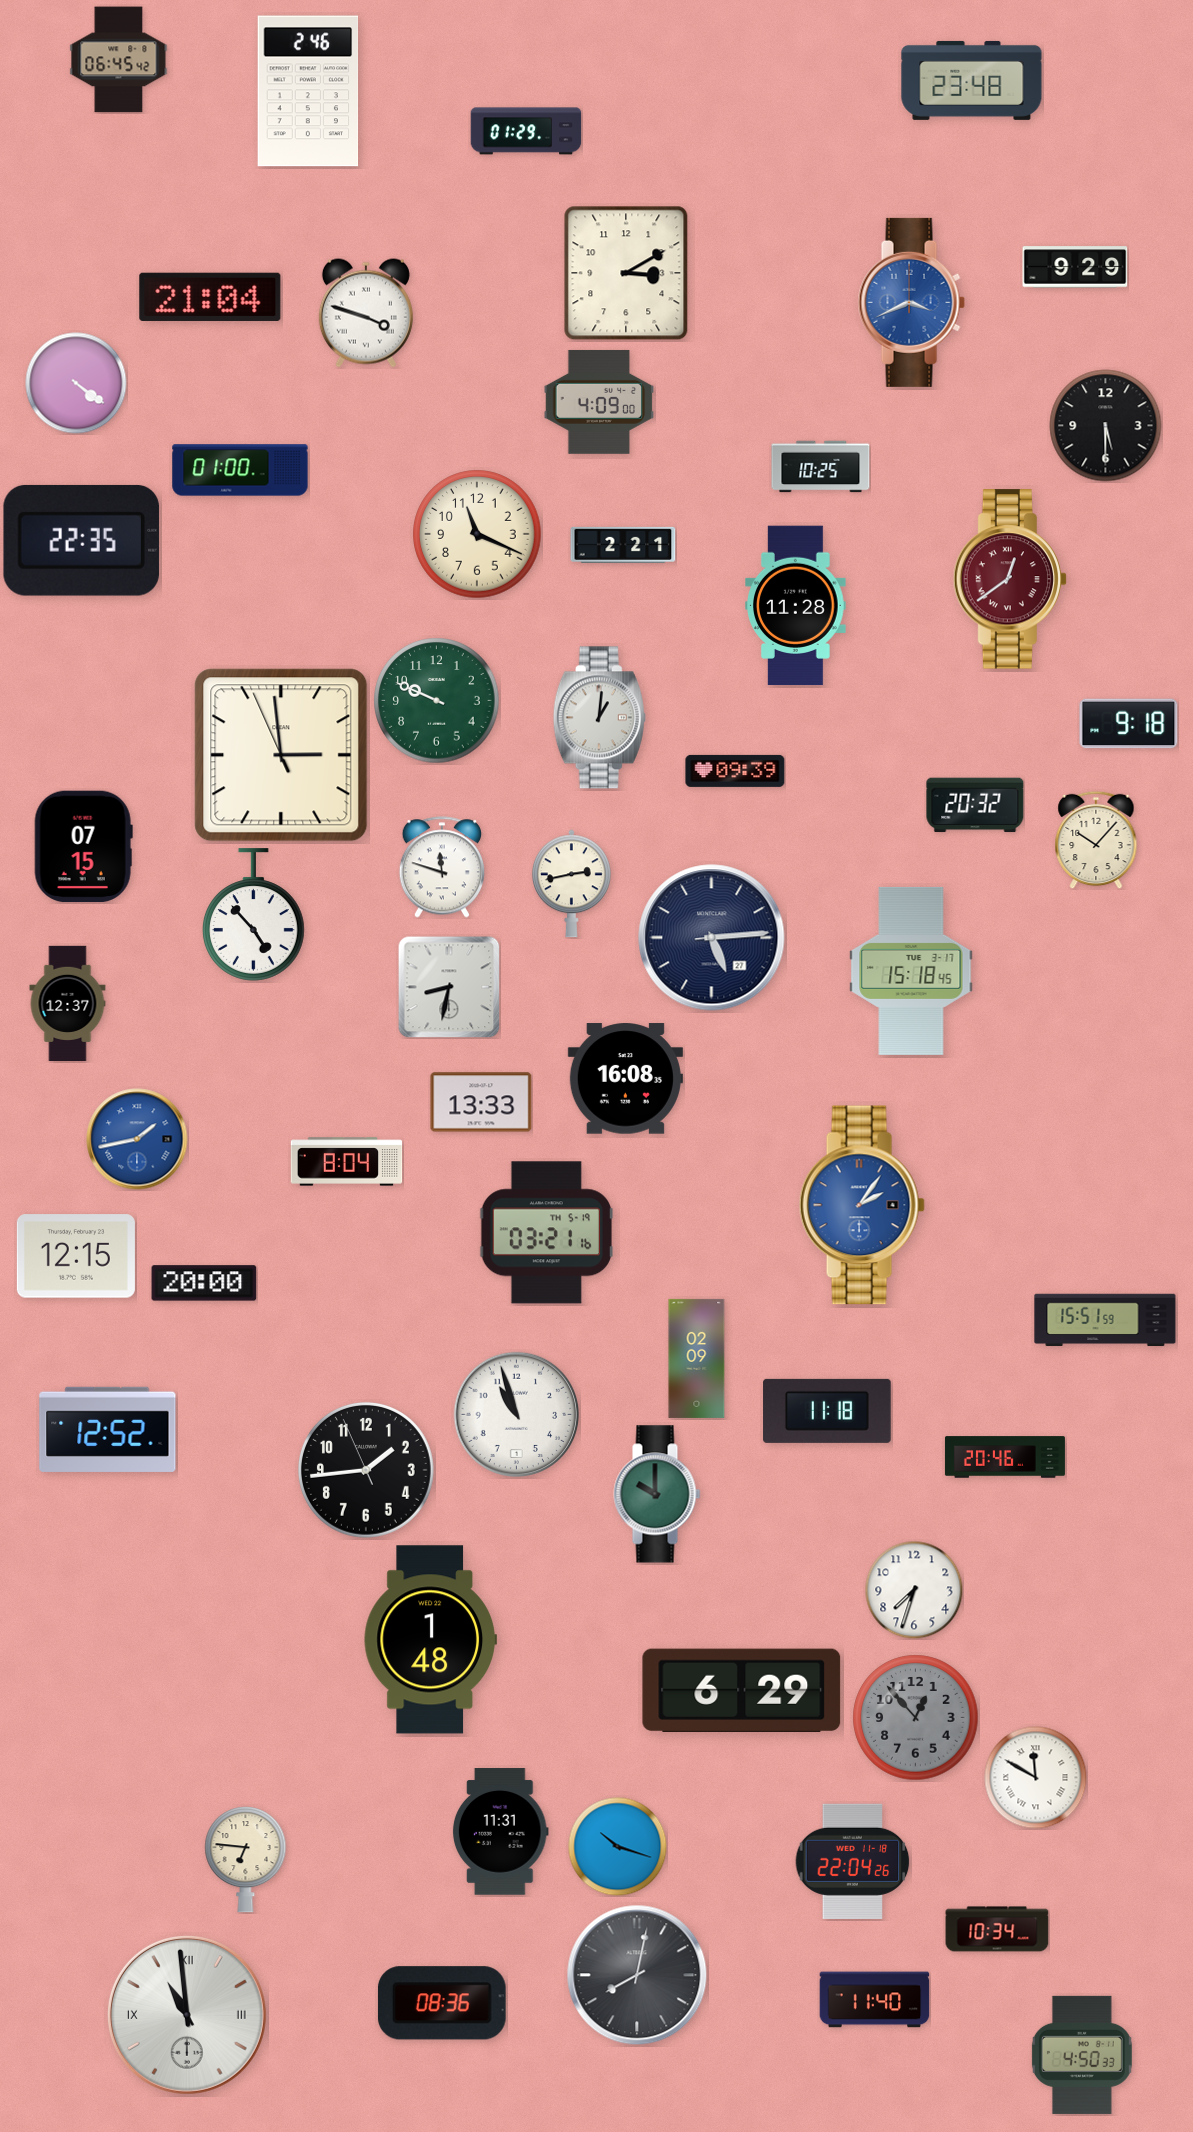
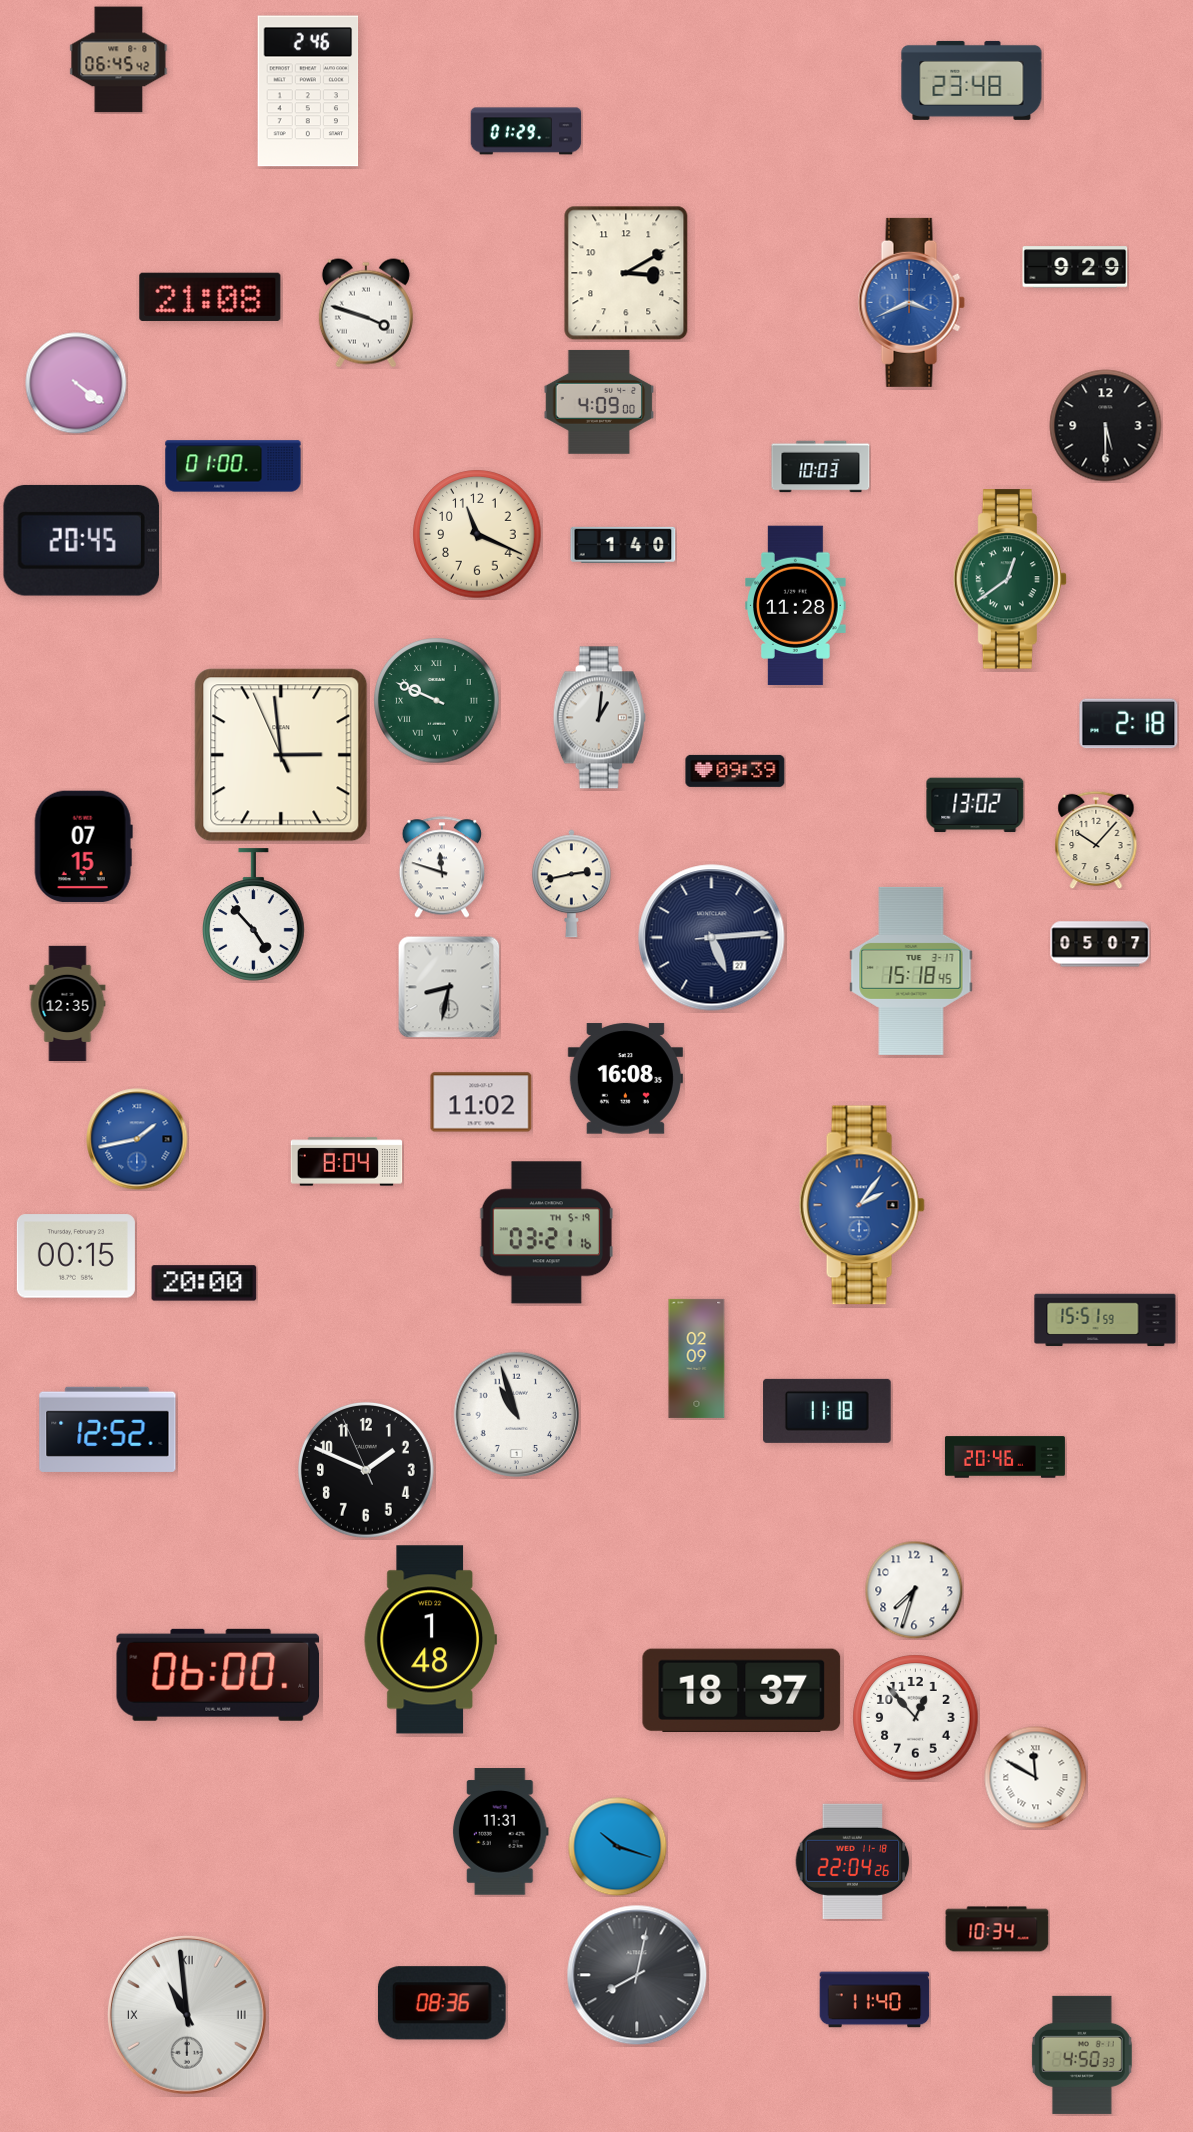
clock at (210, 297): 21:04 -> 21:08
clock at (821, 467): 10:25 -> 10:03
clock at (240, 470) position: (240, 470) -> (233, 466)
clock at (81, 540): 22:35 -> 20:45
clock at (623, 545): 2:21 -> 1:40
clock at (1010, 579) dial: burgundy -> green
clock at (437, 701) numerals: Arabic -> Roman
clock at (1129, 724): 9:18 -> 2:18
clock at (975, 805): 20:32 -> 13:02
clock at (1100, 944): none -> 05:07
clock at (68, 1003): 12:37 -> 12:35
clock at (481, 1102): 13:33 -> 11:02
clock at (76, 1256): 12:15 -> 00:15
clock at (366, 1470): 1:43 -> 1:48
clock at (657, 1494): 10:00 -> none
clock at (218, 1675): none -> 06:00
clock at (742, 1690): 6:29 -> 18:37
clock at (916, 1718) dial: grey -> white
clock at (246, 1860): 6:46 -> none
